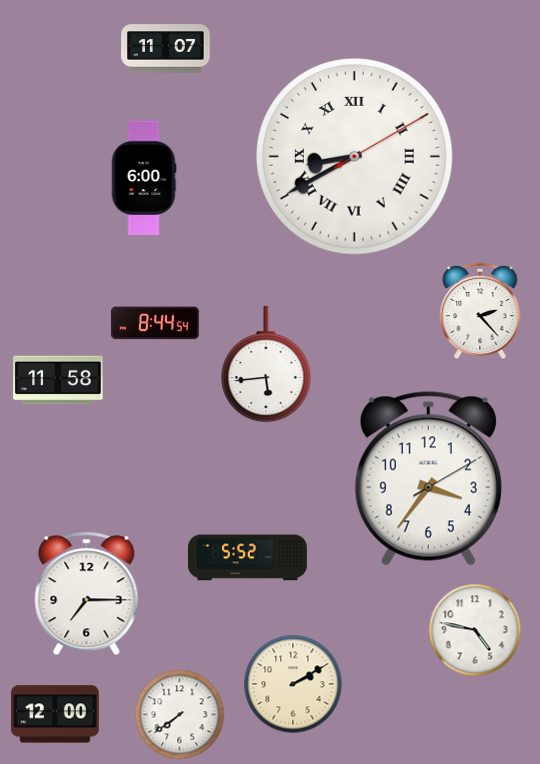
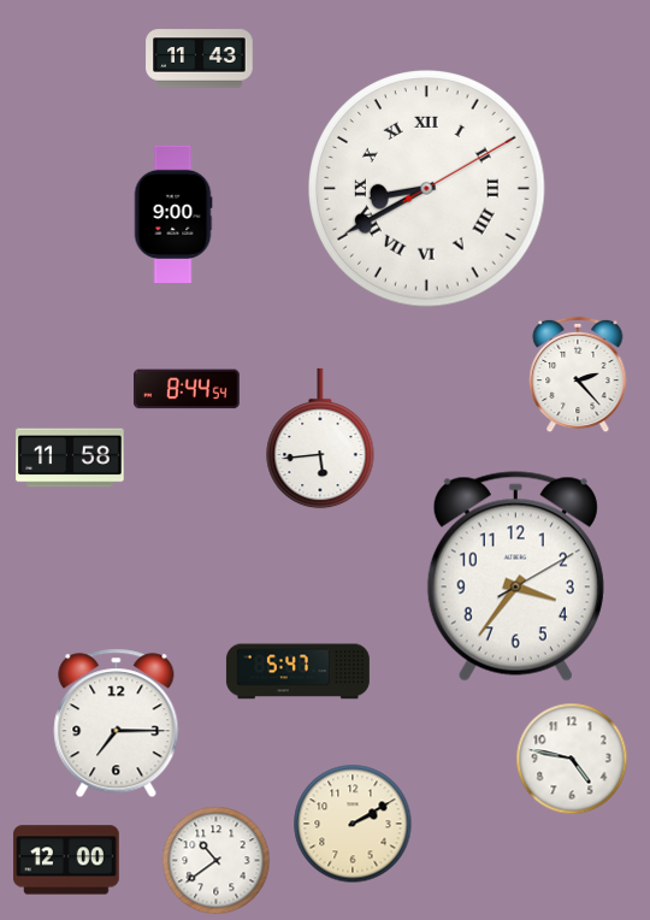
clock at (166, 49): 11:07 -> 11:43
clock at (144, 177): 6:00 -> 9:00
clock at (247, 558): 5:52 -> 5:47
clock at (87, 594) position: (87, 594) -> (117, 724)
clock at (180, 715): 7:39 -> 10:39
